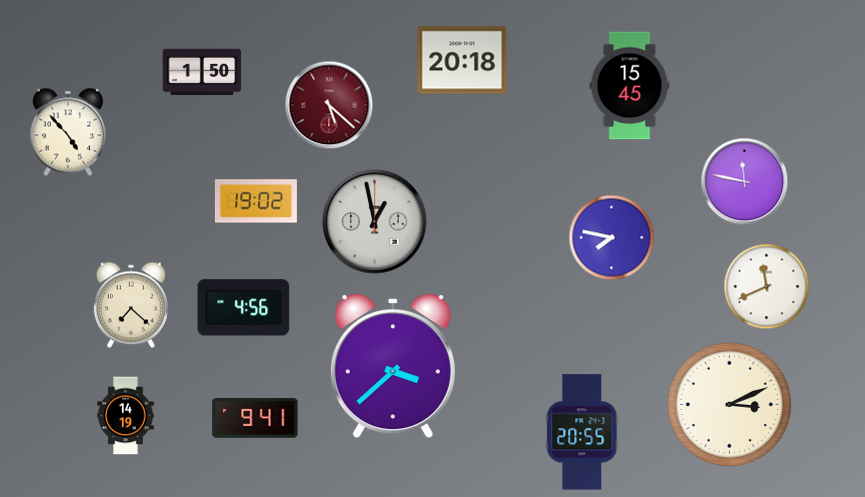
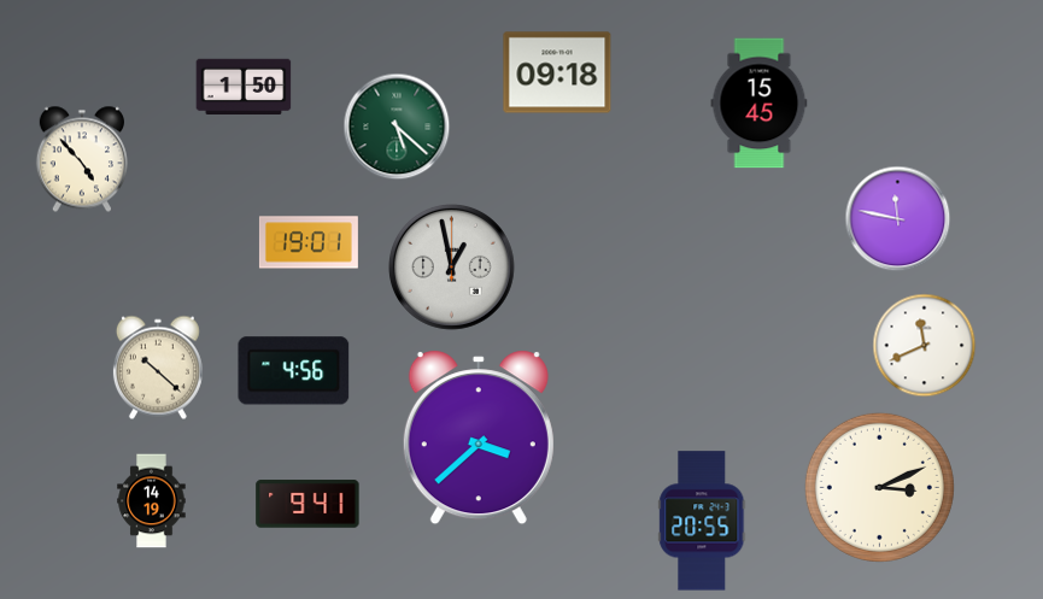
clock at (462, 60): 20:18 -> 09:18
clock at (329, 105) dial: burgundy -> green
clock at (256, 201): 19:02 -> 19:01
clock at (612, 238): 7:47 -> none
clock at (131, 305): 7:22 -> 10:22
clock at (393, 366) position: (393, 366) -> (479, 437)
